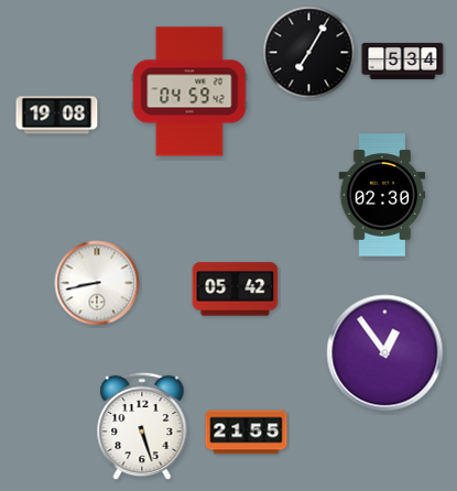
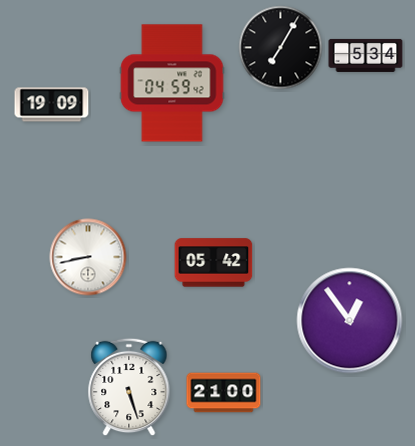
clock at (57, 116): 19:08 -> 19:09
clock at (382, 195): 02:30 -> none
clock at (247, 433): 21:55 -> 21:00
